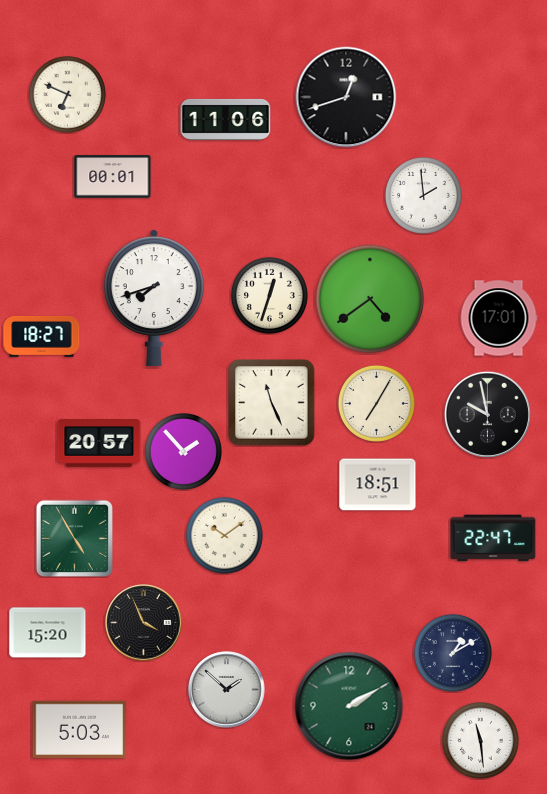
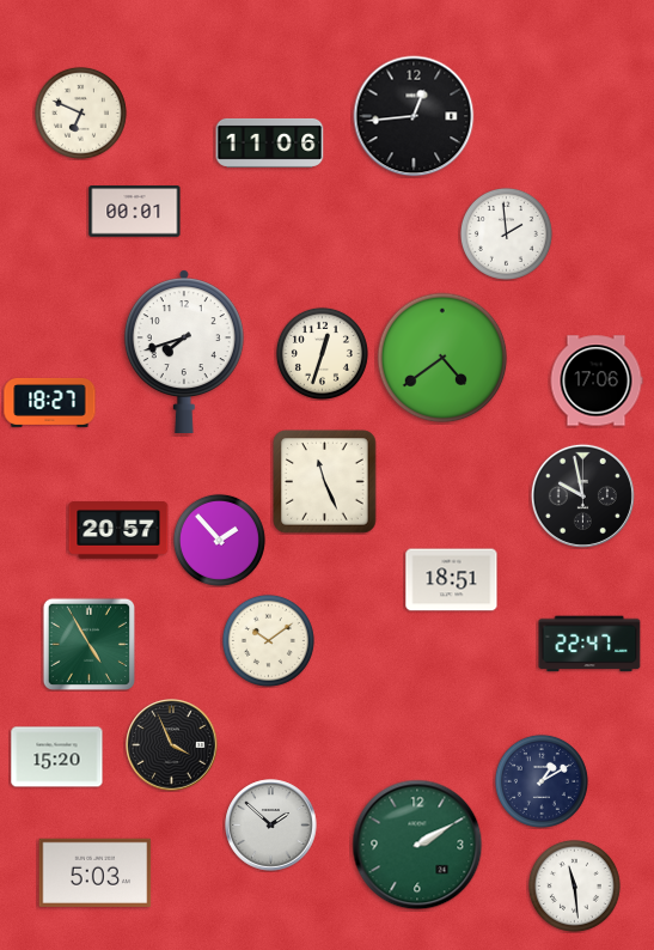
clock at (346, 97): 12:42 -> 12:44
clock at (154, 297) position: (154, 297) -> (184, 351)
clock at (499, 318): 17:01 -> 17:06
clock at (376, 403): 7:05 -> none
